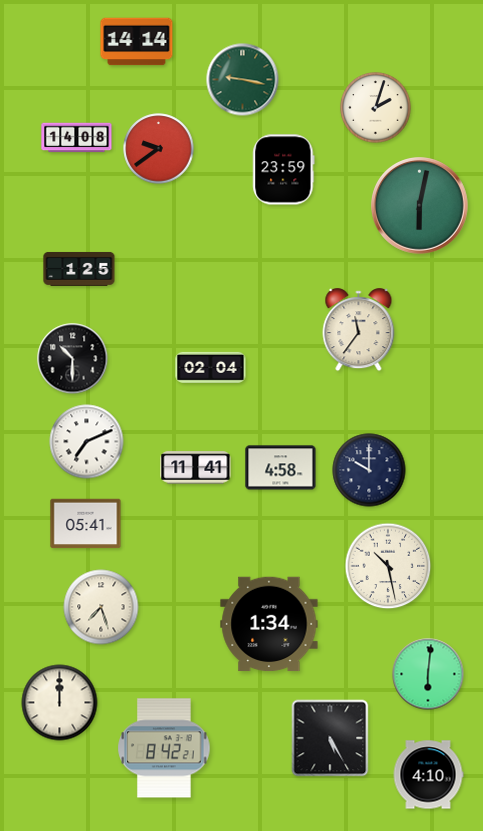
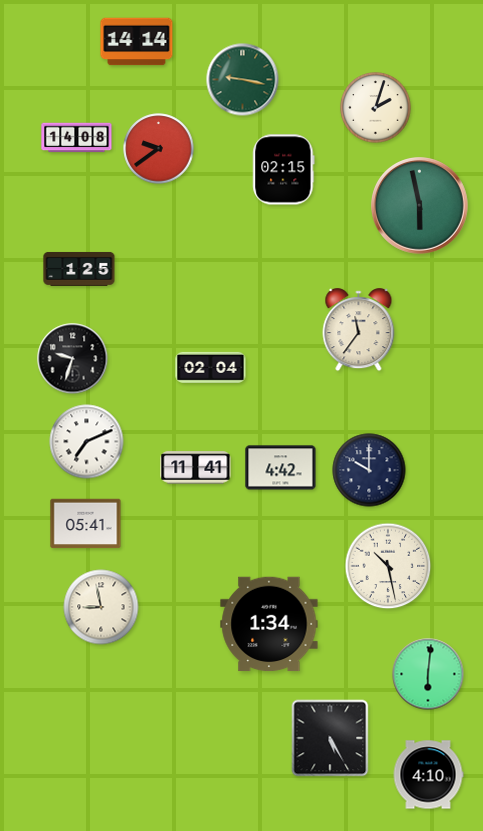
clock at (284, 170): 23:59 -> 02:15
clock at (420, 206): 6:02 -> 5:58
clock at (73, 359): 10:30 -> 9:33
clock at (281, 468): 4:58 -> 4:42
clock at (101, 607): 7:27 -> 8:58
clock at (60, 703): 12:00 -> none
clock at (164, 748): 8:42 -> none
